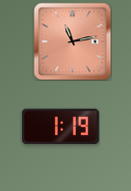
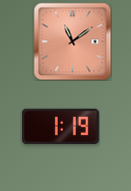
clock at (72, 41): 11:13 -> 11:09
